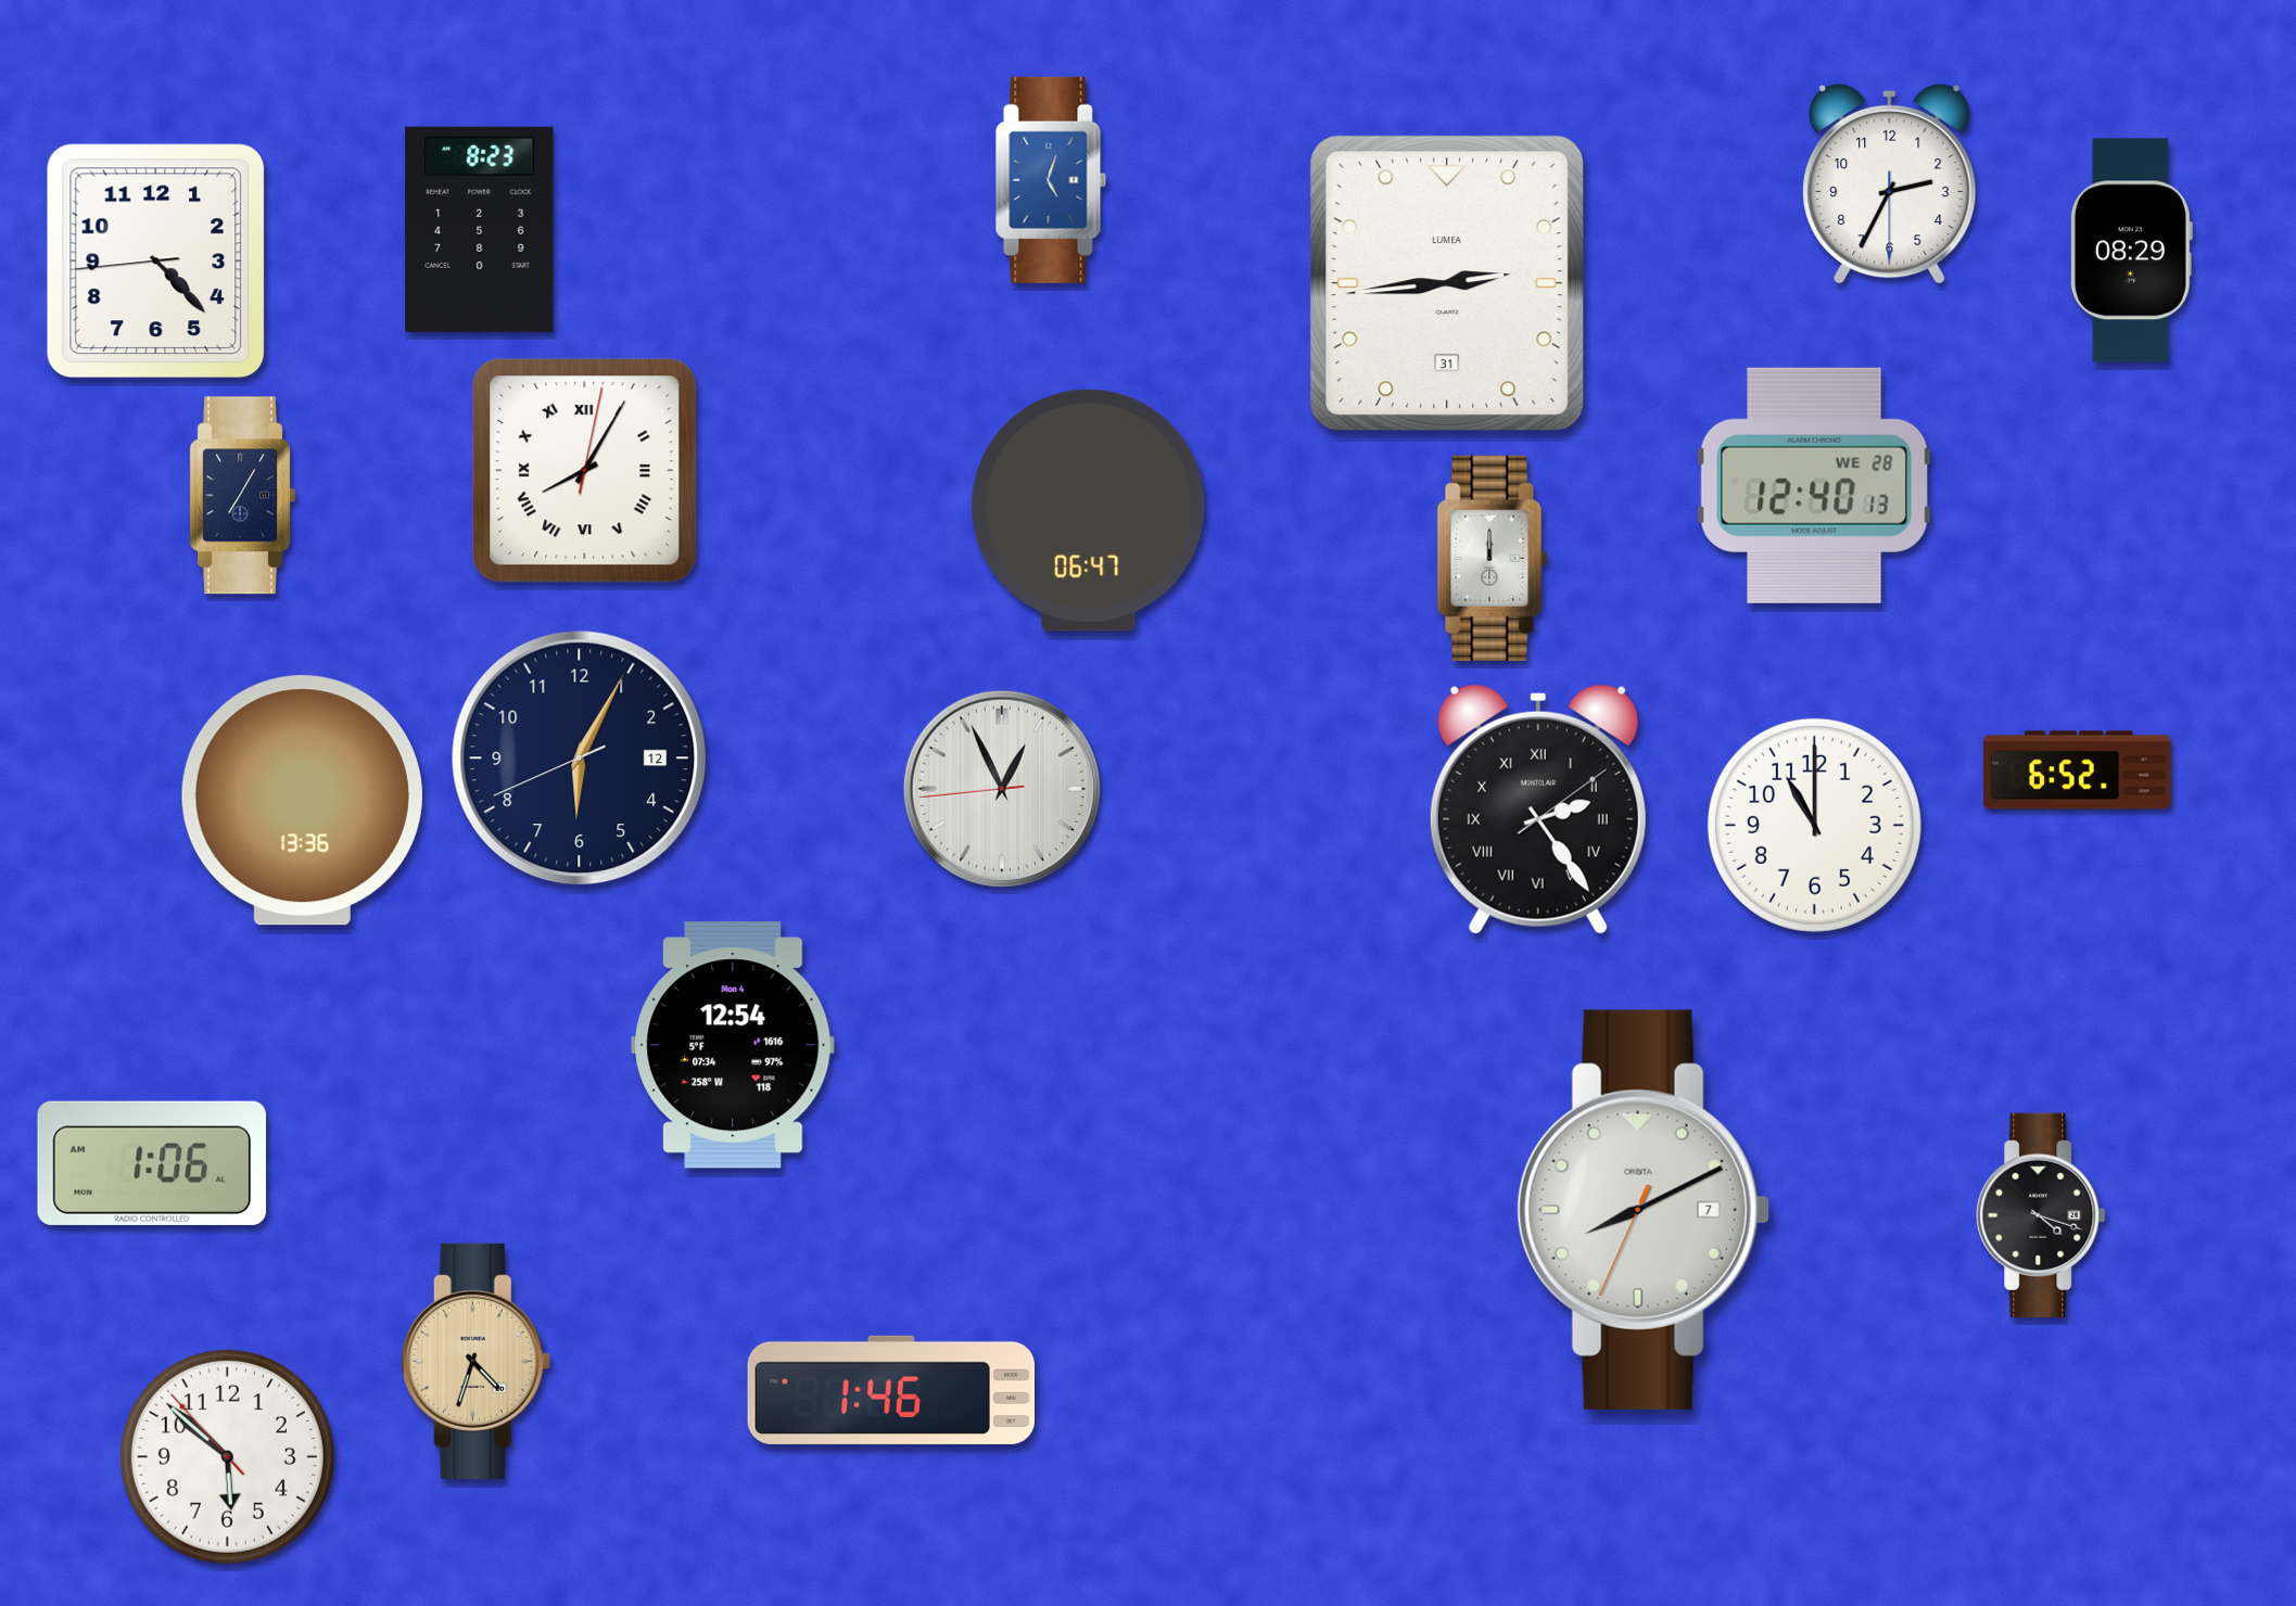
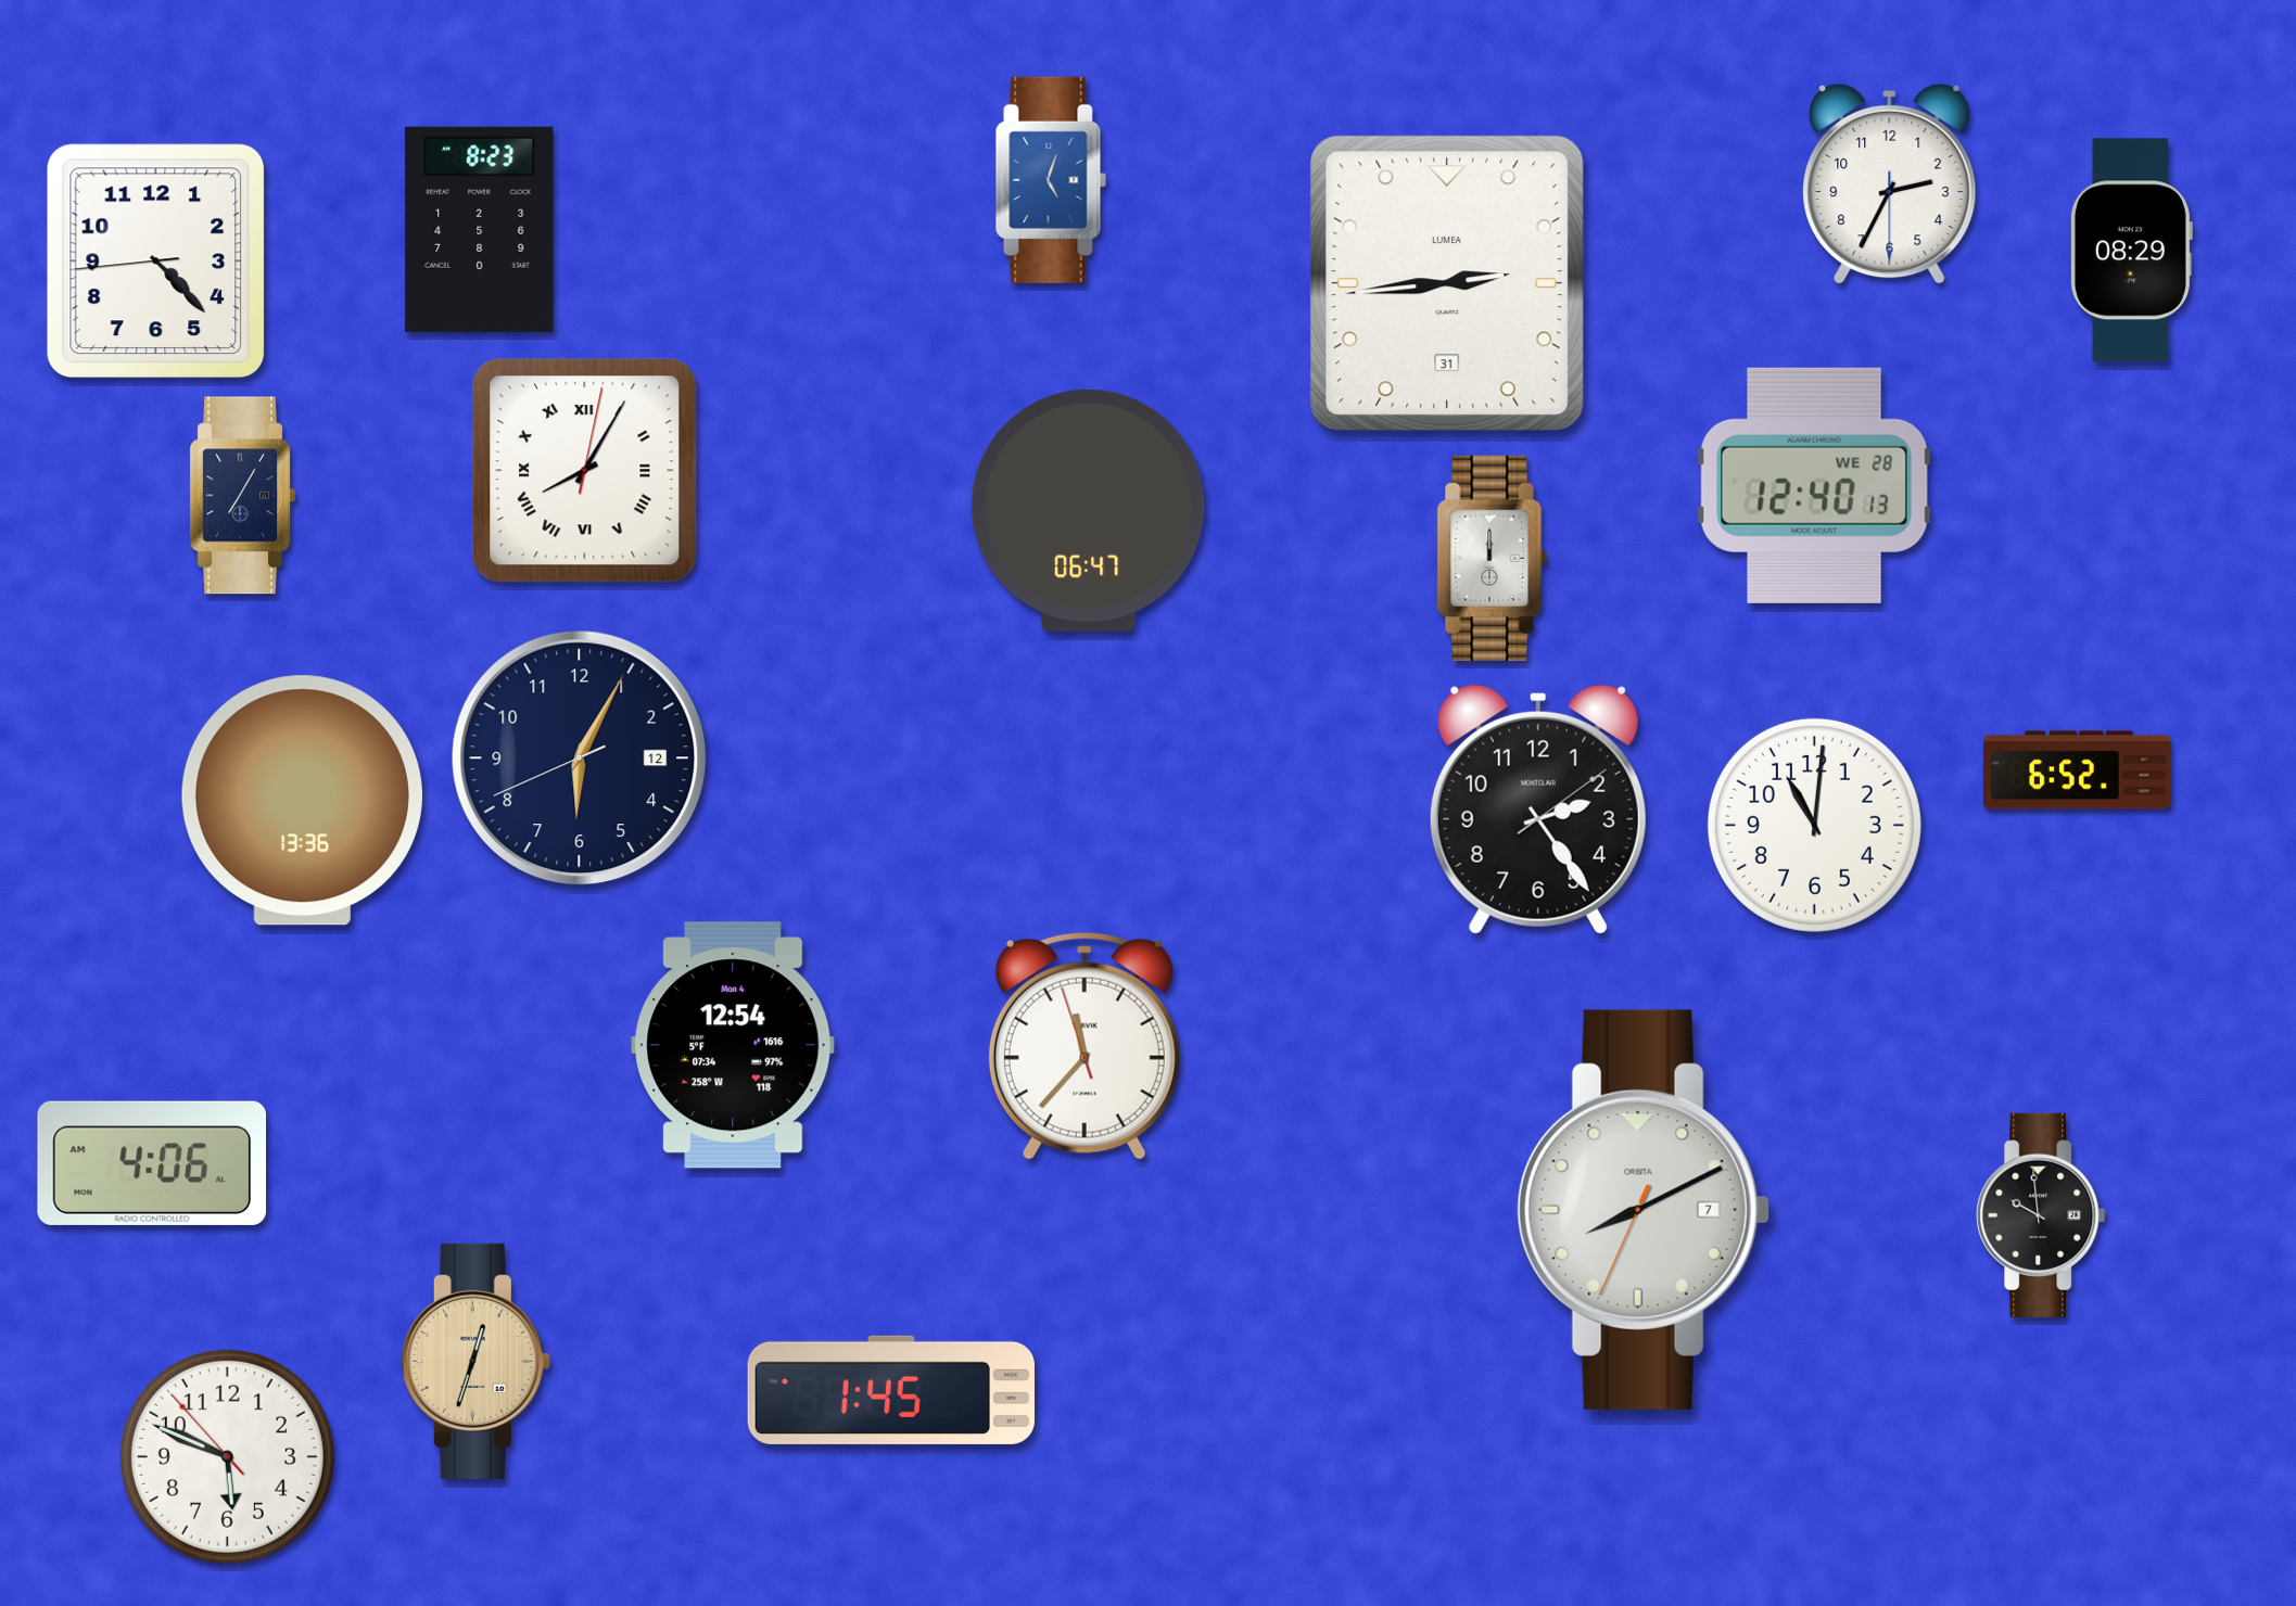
clock at (1002, 789): 12:55 -> none
clock at (1538, 810) numerals: Roman -> Arabic
clock at (1814, 825): 11:00 -> 11:01
clock at (1084, 1046): none -> 11:36
clock at (152, 1163): 1:06 -> 4:06
clock at (2041, 1215): 4:18 -> 9:59
clock at (475, 1361): 4:33 -> 12:33
clock at (890, 1390): 1:46 -> 1:45
clock at (227, 1456): 5:51 -> 5:48
